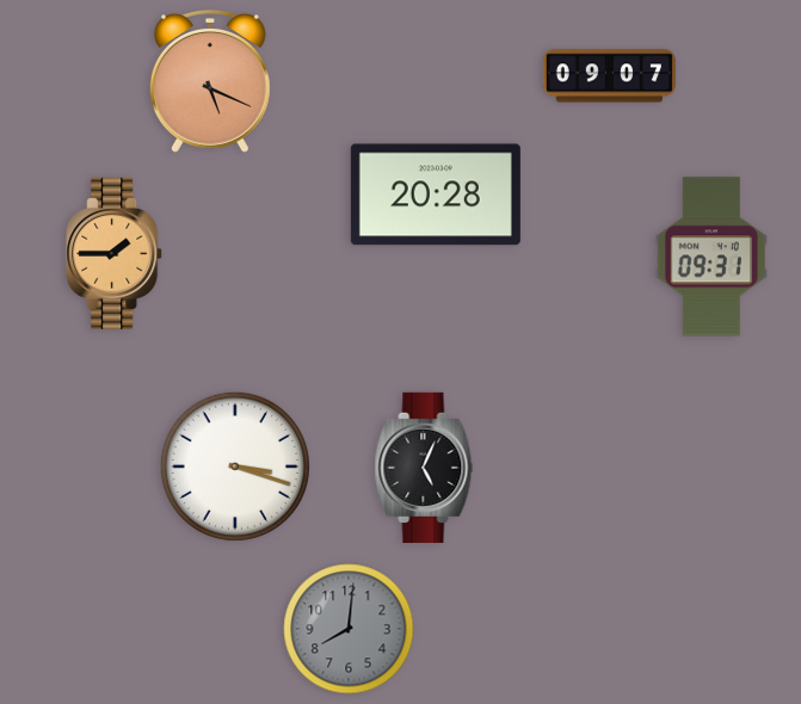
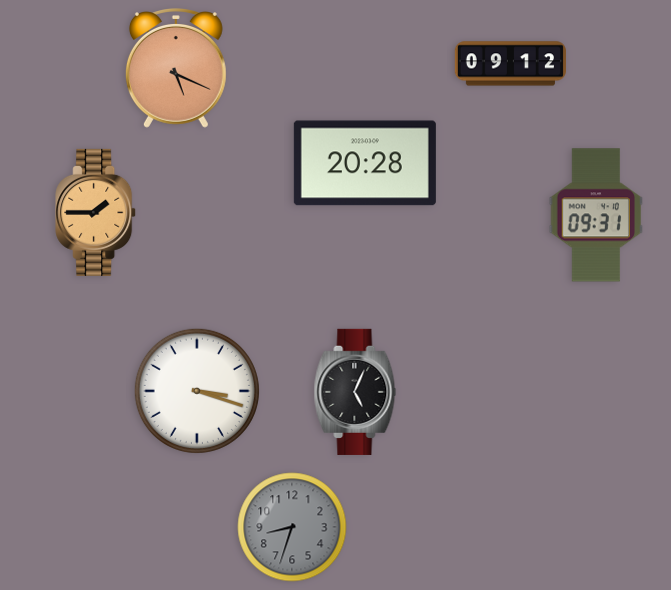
clock at (609, 76): 09:07 -> 09:12
clock at (349, 629): 8:01 -> 8:33
